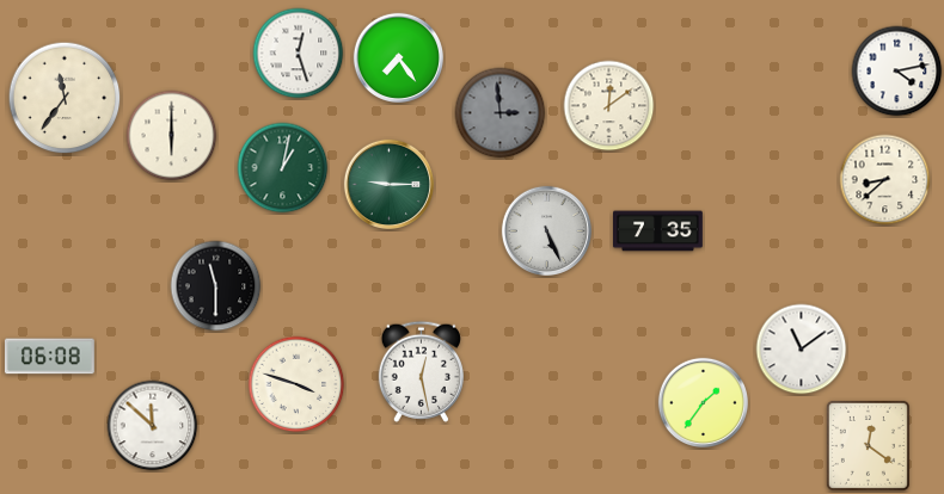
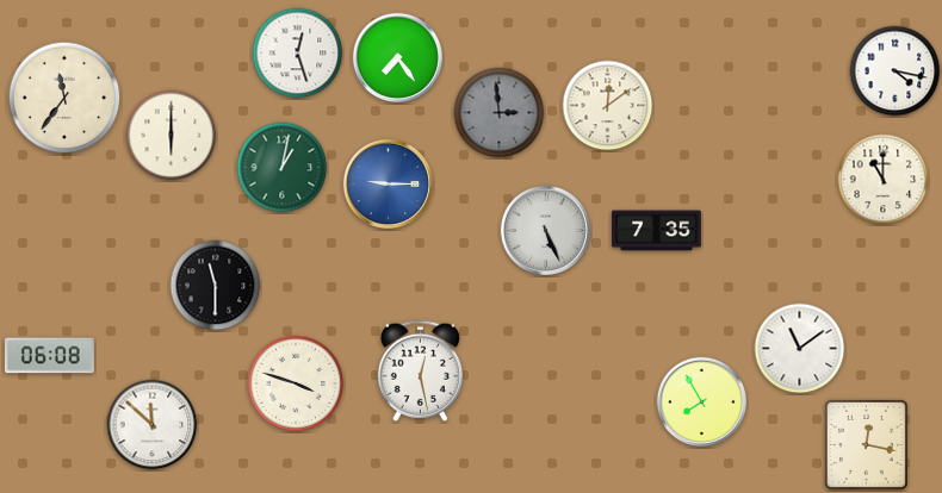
clock at (897, 72): 4:13 -> 4:17
clock at (885, 180): 8:38 -> 11:00
clock at (388, 184) dial: green -> blue
clock at (703, 402): 1:36 -> 7:55
clock at (868, 445): 12:21 -> 12:17
